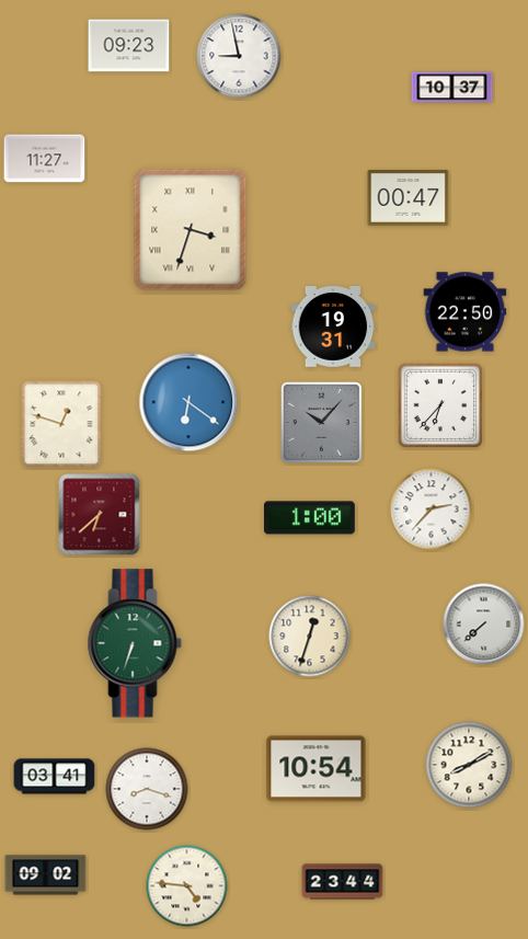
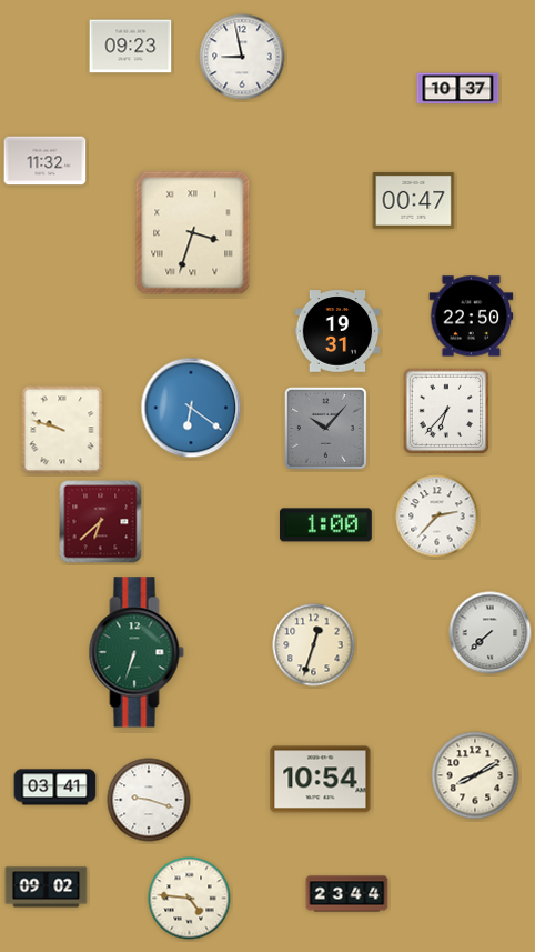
clock at (45, 159): 11:27 -> 11:32
clock at (61, 424): 12:48 -> 9:48
clock at (309, 518) position: (309, 518) -> (325, 525)
clock at (147, 789): 8:18 -> 9:18
